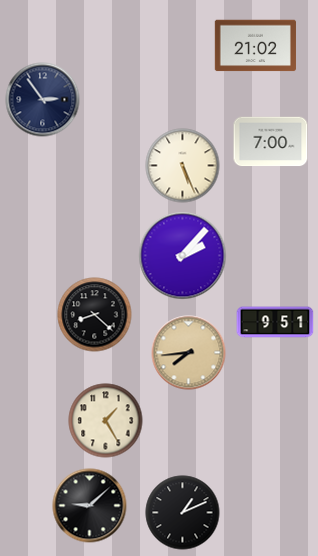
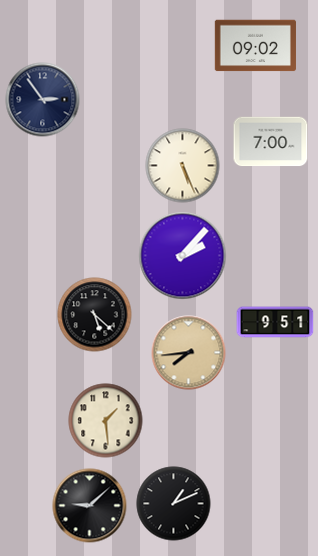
clock at (255, 46): 21:02 -> 09:02
clock at (95, 315): 8:22 -> 5:22
clock at (106, 421): 1:25 -> 1:29
clock at (183, 513) position: (183, 513) -> (174, 504)
